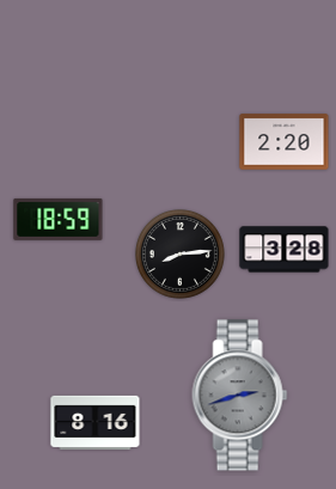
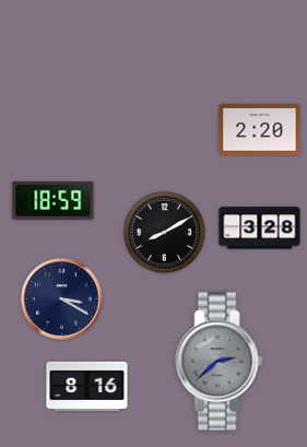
clock at (181, 255): 8:14 -> 8:10
clock at (62, 299): none -> 3:20
clock at (240, 396): 2:42 -> 2:38
